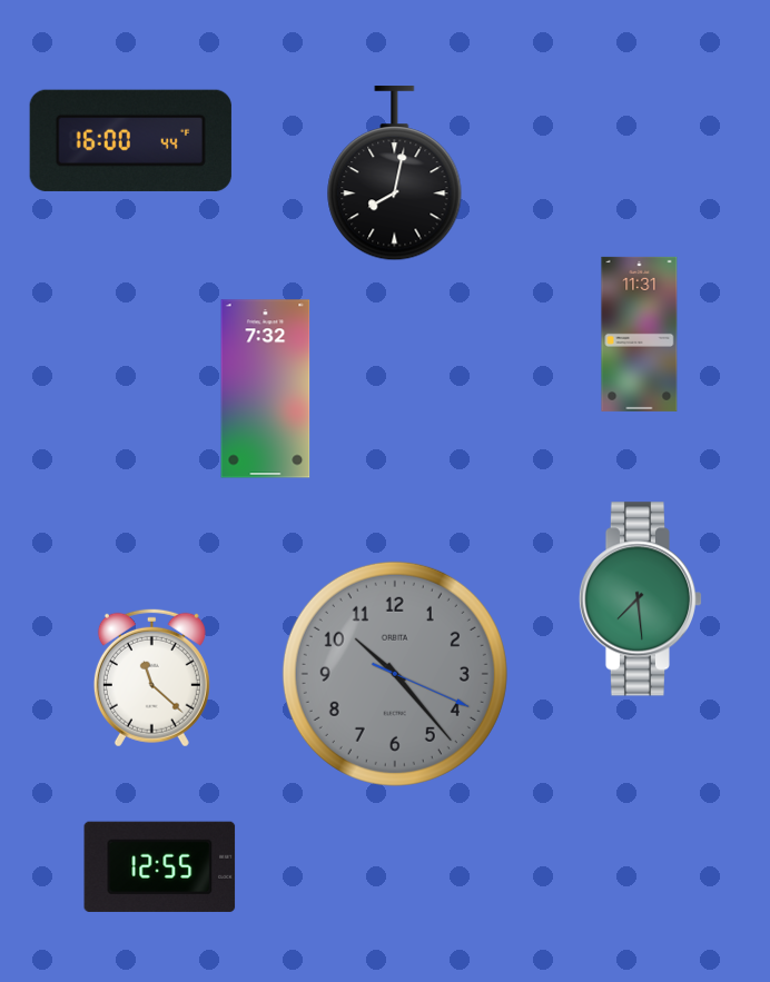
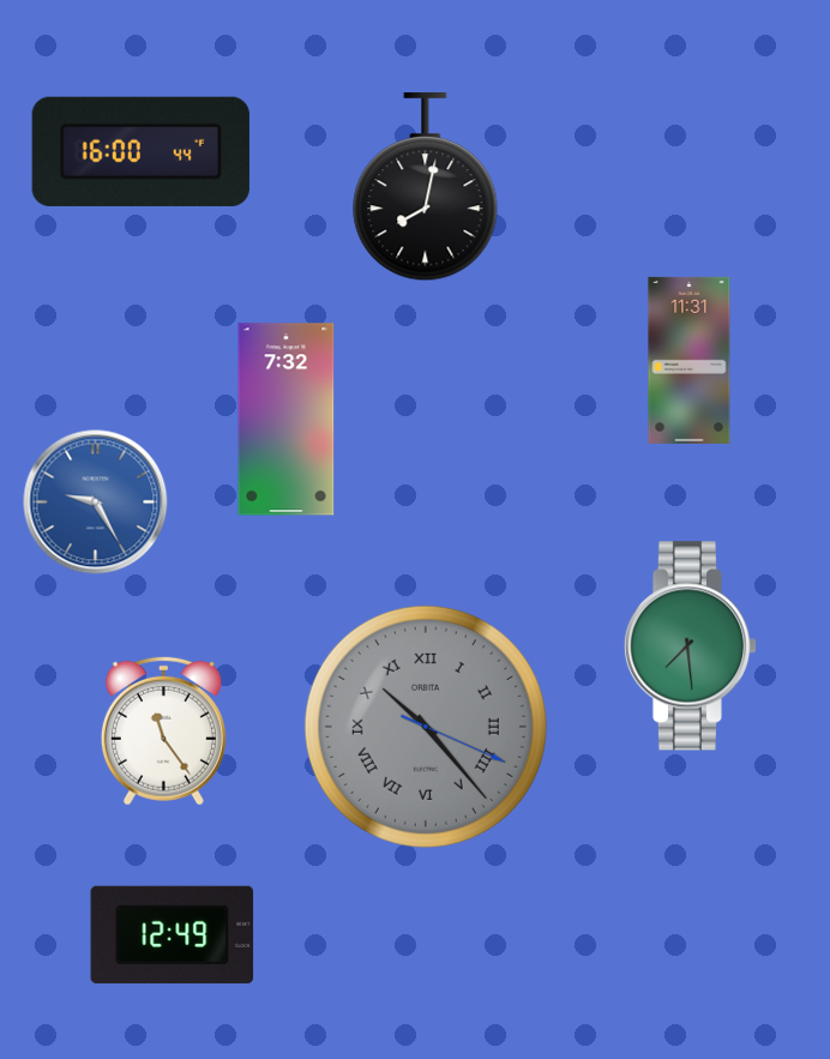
clock at (96, 503): none -> 9:25
clock at (395, 674) numerals: Arabic -> Roman
clock at (151, 677): 11:22 -> 11:24
clock at (160, 866): 12:55 -> 12:49
